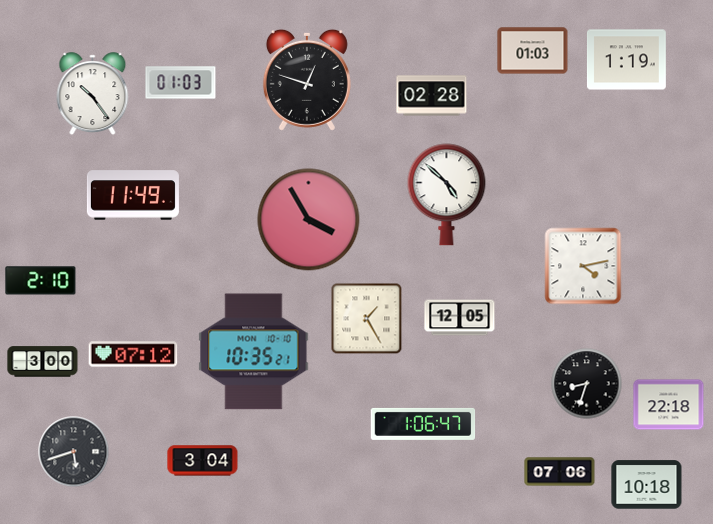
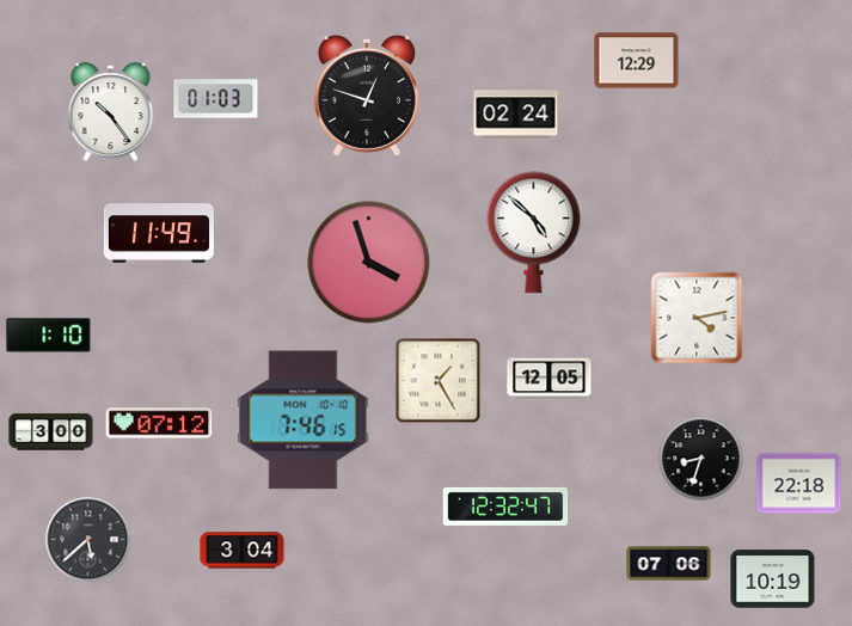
clock at (533, 51): 01:03 -> 12:29
clock at (626, 60): 1:19 -> none
clock at (432, 96): 02:28 -> 02:24
clock at (309, 220): 3:55 -> 3:57
clock at (41, 281): 2:10 -> 1:10
clock at (254, 352): 10:35 -> 7:46
clock at (423, 424): 1:06 -> 12:32
clock at (74, 452): 5:42 -> 5:38
clock at (647, 485): 10:18 -> 10:19
